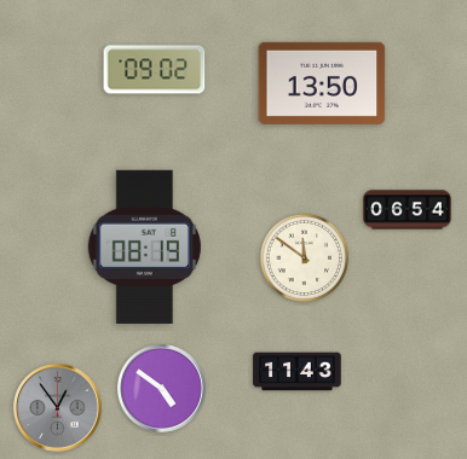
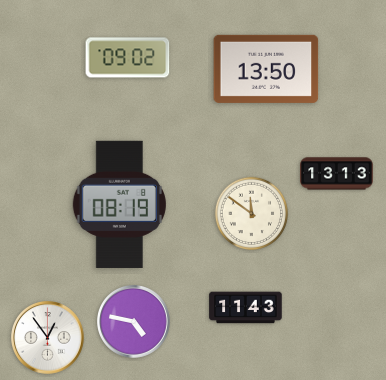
clock at (408, 210): 06:54 -> 13:13
clock at (162, 389): 4:51 -> 4:47
clock at (58, 408) dial: grey -> white
